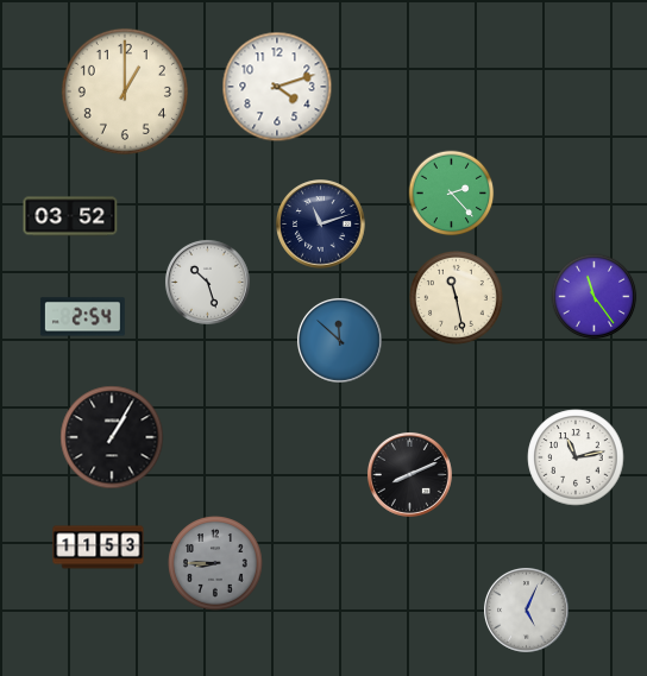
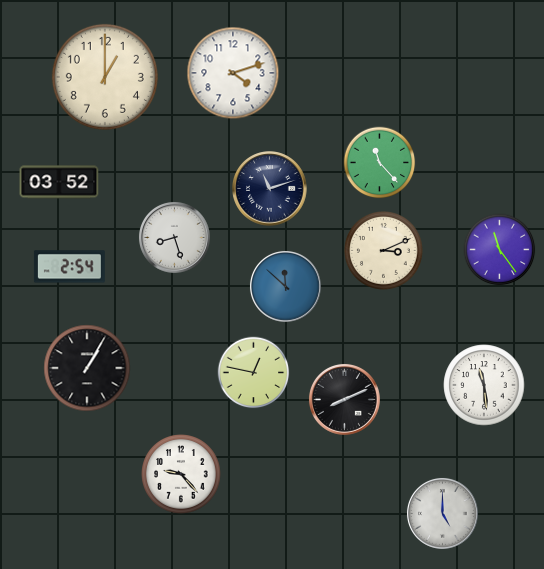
clock at (452, 194): 2:23 -> 11:23
clock at (207, 282): 10:27 -> 8:27
clock at (457, 298): 11:28 -> 3:11
clock at (112, 437) position: (112, 437) -> (87, 368)
clock at (254, 373): none -> 12:47
clock at (576, 457): 11:13 -> 11:29
clock at (99, 548): 11:53 -> none
clock at (215, 563): 8:45 -> 9:23
clock at (215, 563) dial: grey -> white
clock at (526, 609): 5:04 -> 5:00
